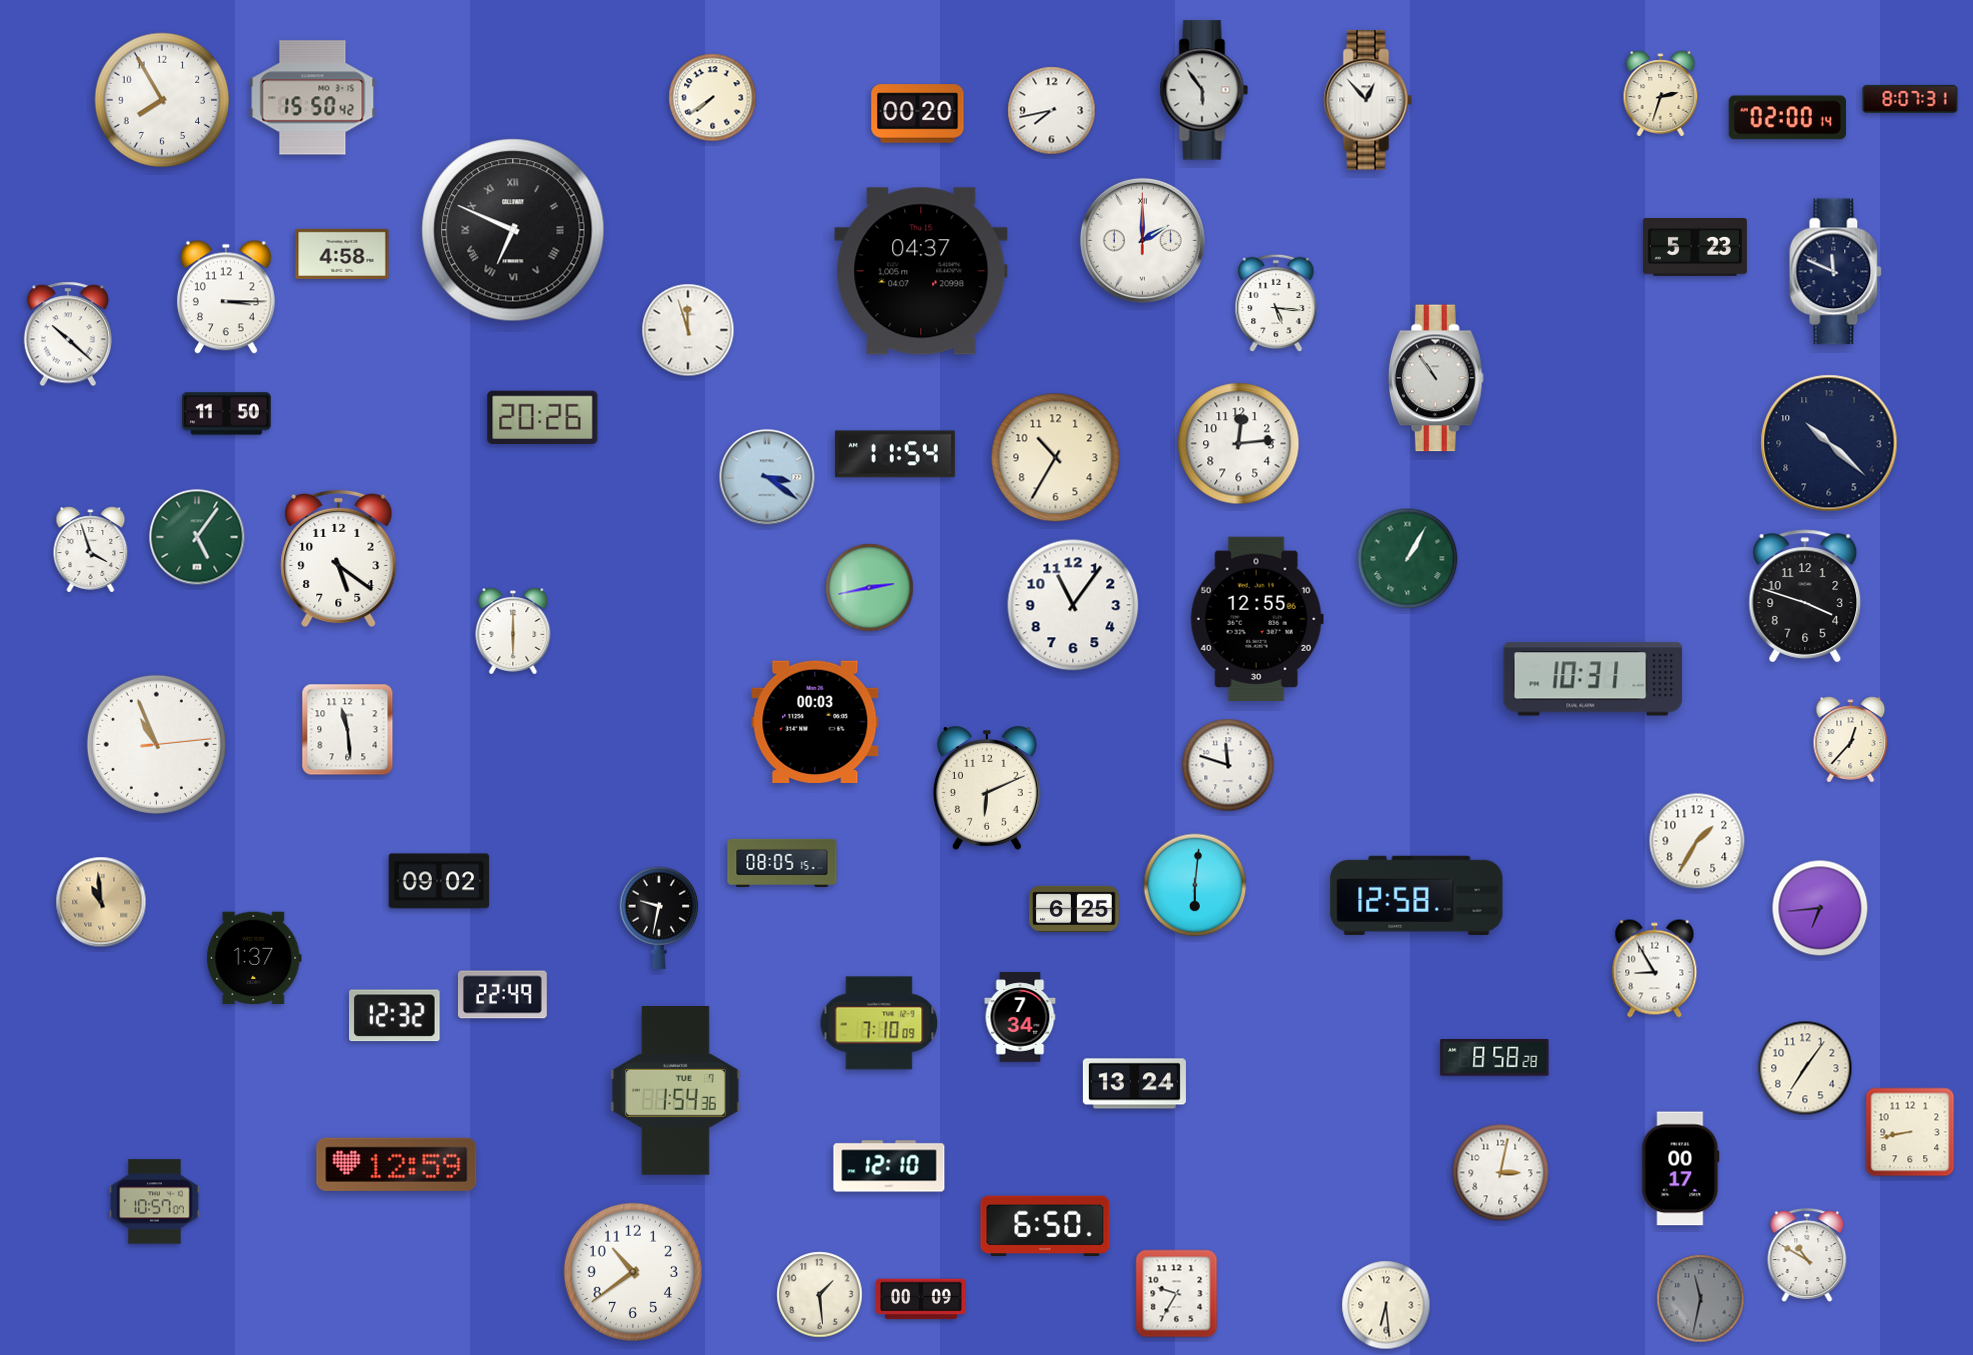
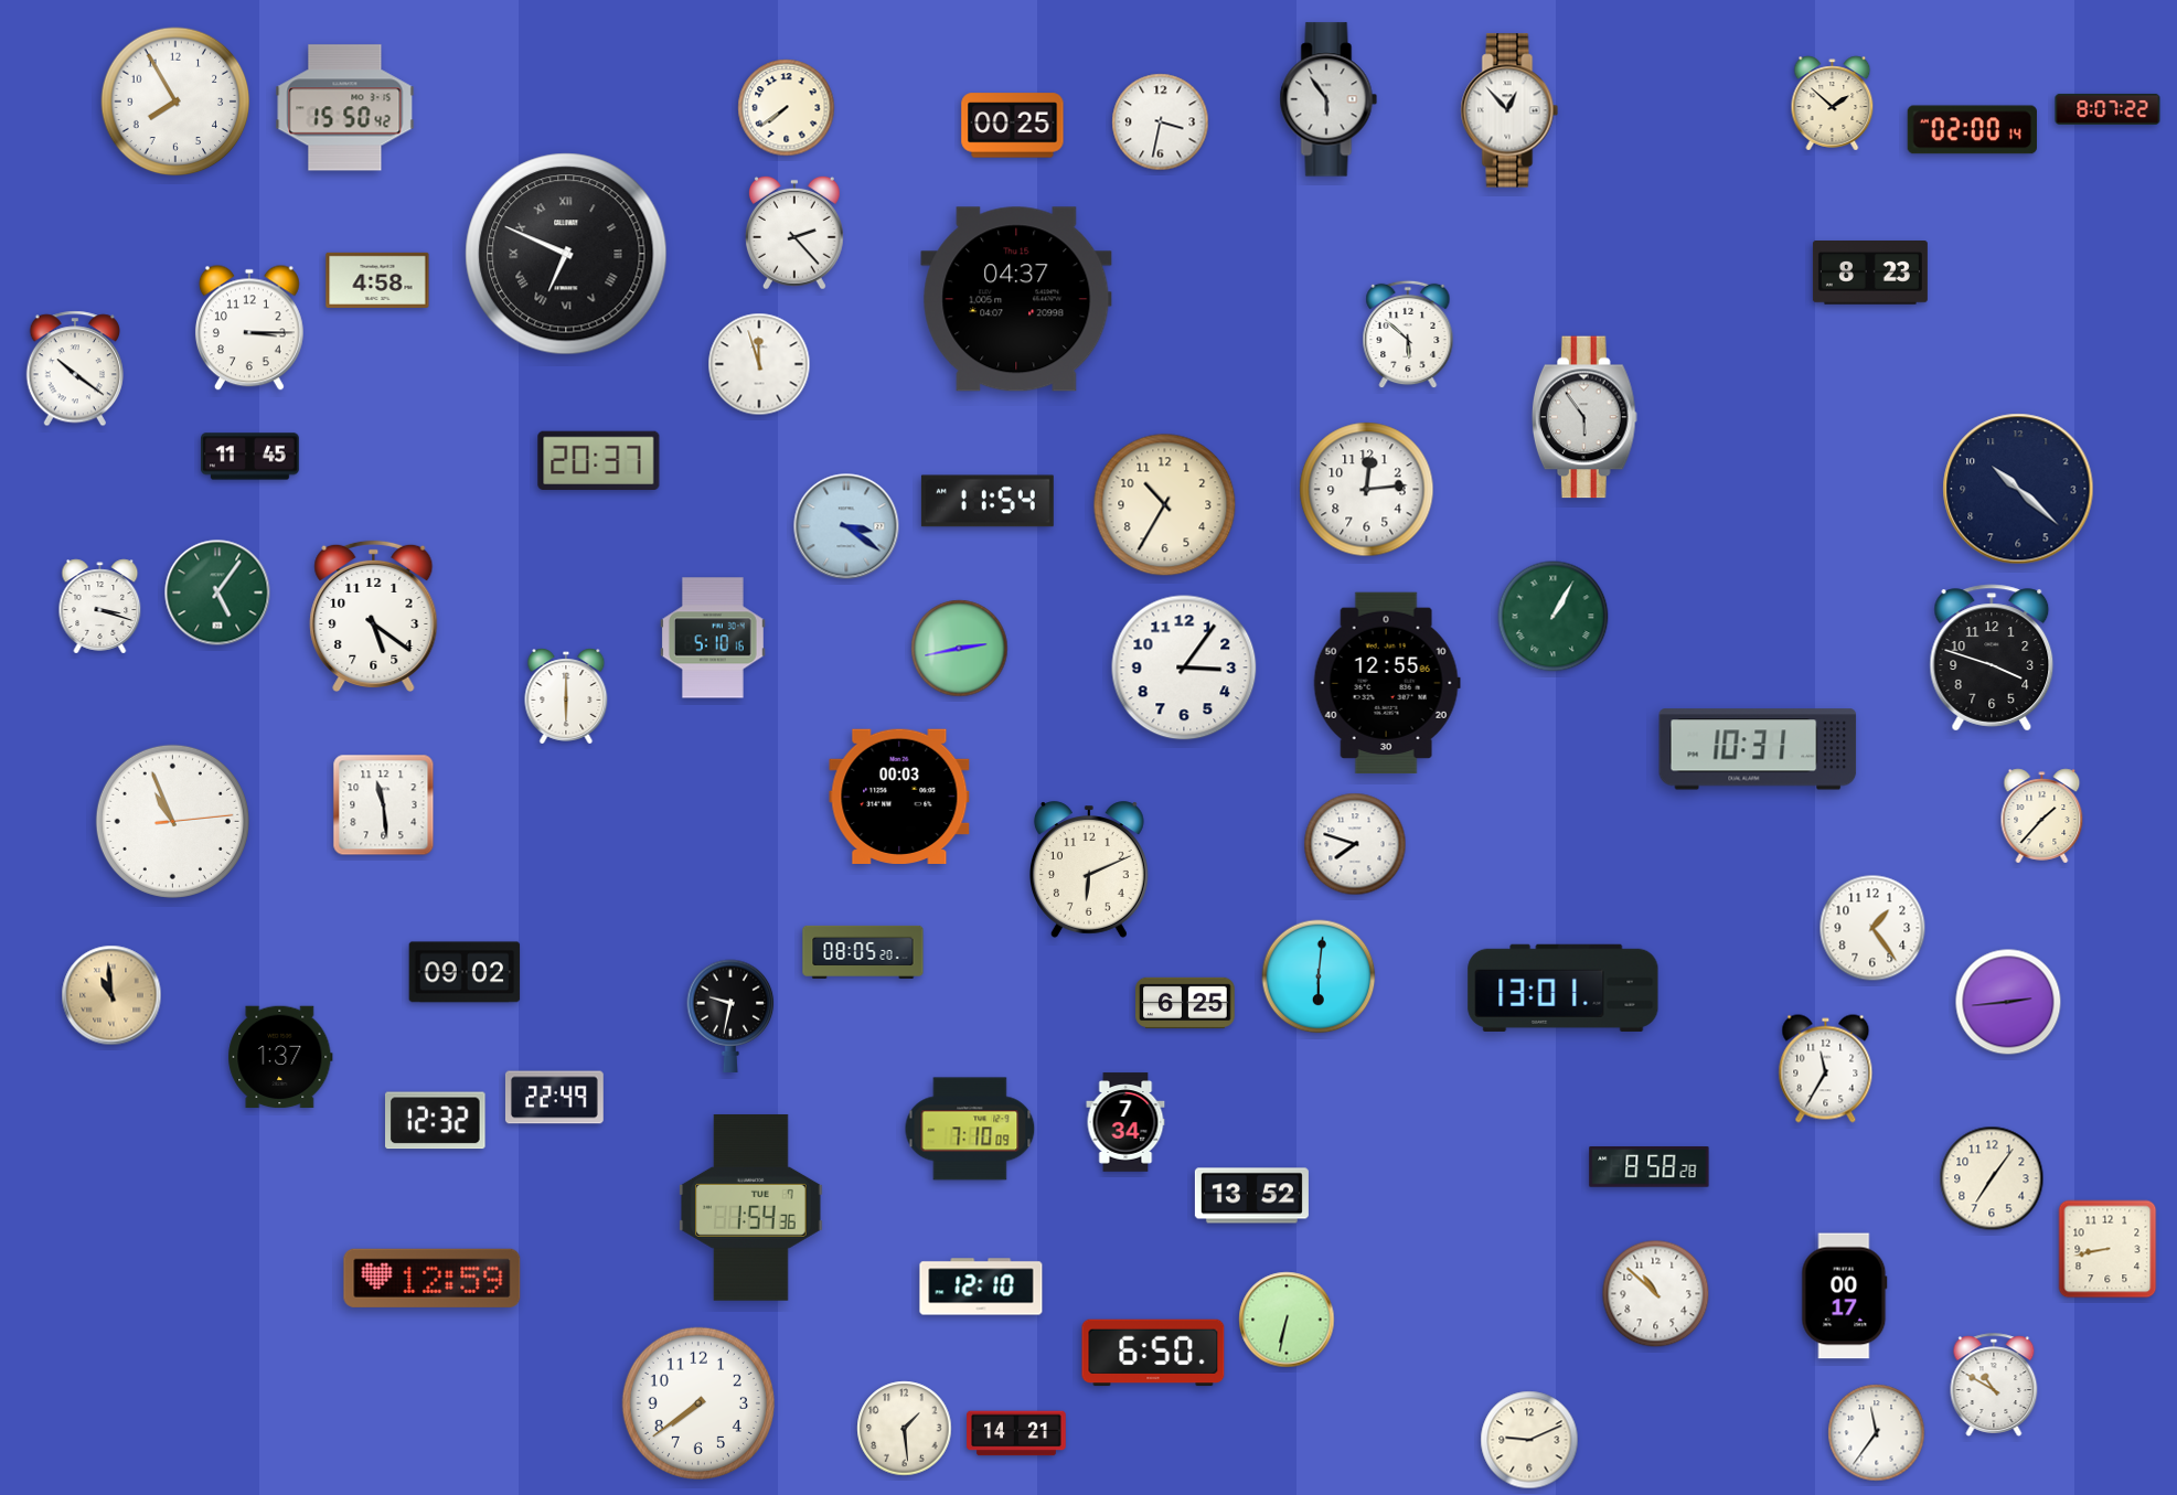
clock at (1661, 94): 2:33 -> 1:52
clock at (1910, 99): 8:07:31 -> 8:07:22
clock at (162, 100) position: (162, 100) -> (175, 102)
clock at (1052, 111): 7:43 -> 3:32
clock at (918, 114): 00:20 -> 00:25
clock at (794, 233): none -> 2:23
clock at (1142, 240): 2:00 -> none
clock at (1695, 247): 5:23 -> 8:23
clock at (1836, 272): 11:49 -> none
clock at (1276, 303): 5:16 -> 5:52
clock at (67, 334): 10:22 -> 10:21
clock at (1436, 378): 10:54 -> 5:54
clock at (227, 414): 11:50 -> 11:45
clock at (543, 417): 20:26 -> 20:37
clock at (91, 550): 3:57 -> 3:18
clock at (713, 638): none -> 5:10
clock at (1073, 605): 11:06 -> 3:06
clock at (1851, 740): 12:37 -> 1:37
clock at (1228, 765): 11:48 -> 7:48
clock at (1697, 841): 1:35 -> 1:24
clock at (782, 863): 08:05:15 -> 08:05:20
clock at (439, 881) position: (439, 881) -> (465, 972)
clock at (1417, 895): 12:58 -> 13:01
clock at (1820, 908): 6:44 -> 2:44
clock at (659, 918) position: (659, 918) -> (730, 1016)
clock at (1655, 969): 8:55 -> 11:35
clock at (1134, 1084): 13:24 -> 13:52
clock at (676, 1090) position: (676, 1090) -> (751, 1207)
clock at (397, 1164) position: (397, 1164) -> (433, 1278)
clock at (1681, 1169) position: (1681, 1169) -> (1845, 1296)
clock at (1501, 1173): 3:02 -> 10:52
clock at (1287, 1320): none -> 6:32
clock at (155, 1202): 10:57 -> none
clock at (633, 1272): 10:39 -> 7:39
clock at (1177, 1294): 9:35 -> none
clock at (921, 1299): 00:09 -> 14:21
clock at (1701, 1299): 11:32 -> 11:36
clock at (1701, 1299) dial: grey -> white
clock at (1386, 1305): 6:29 -> 9:11
